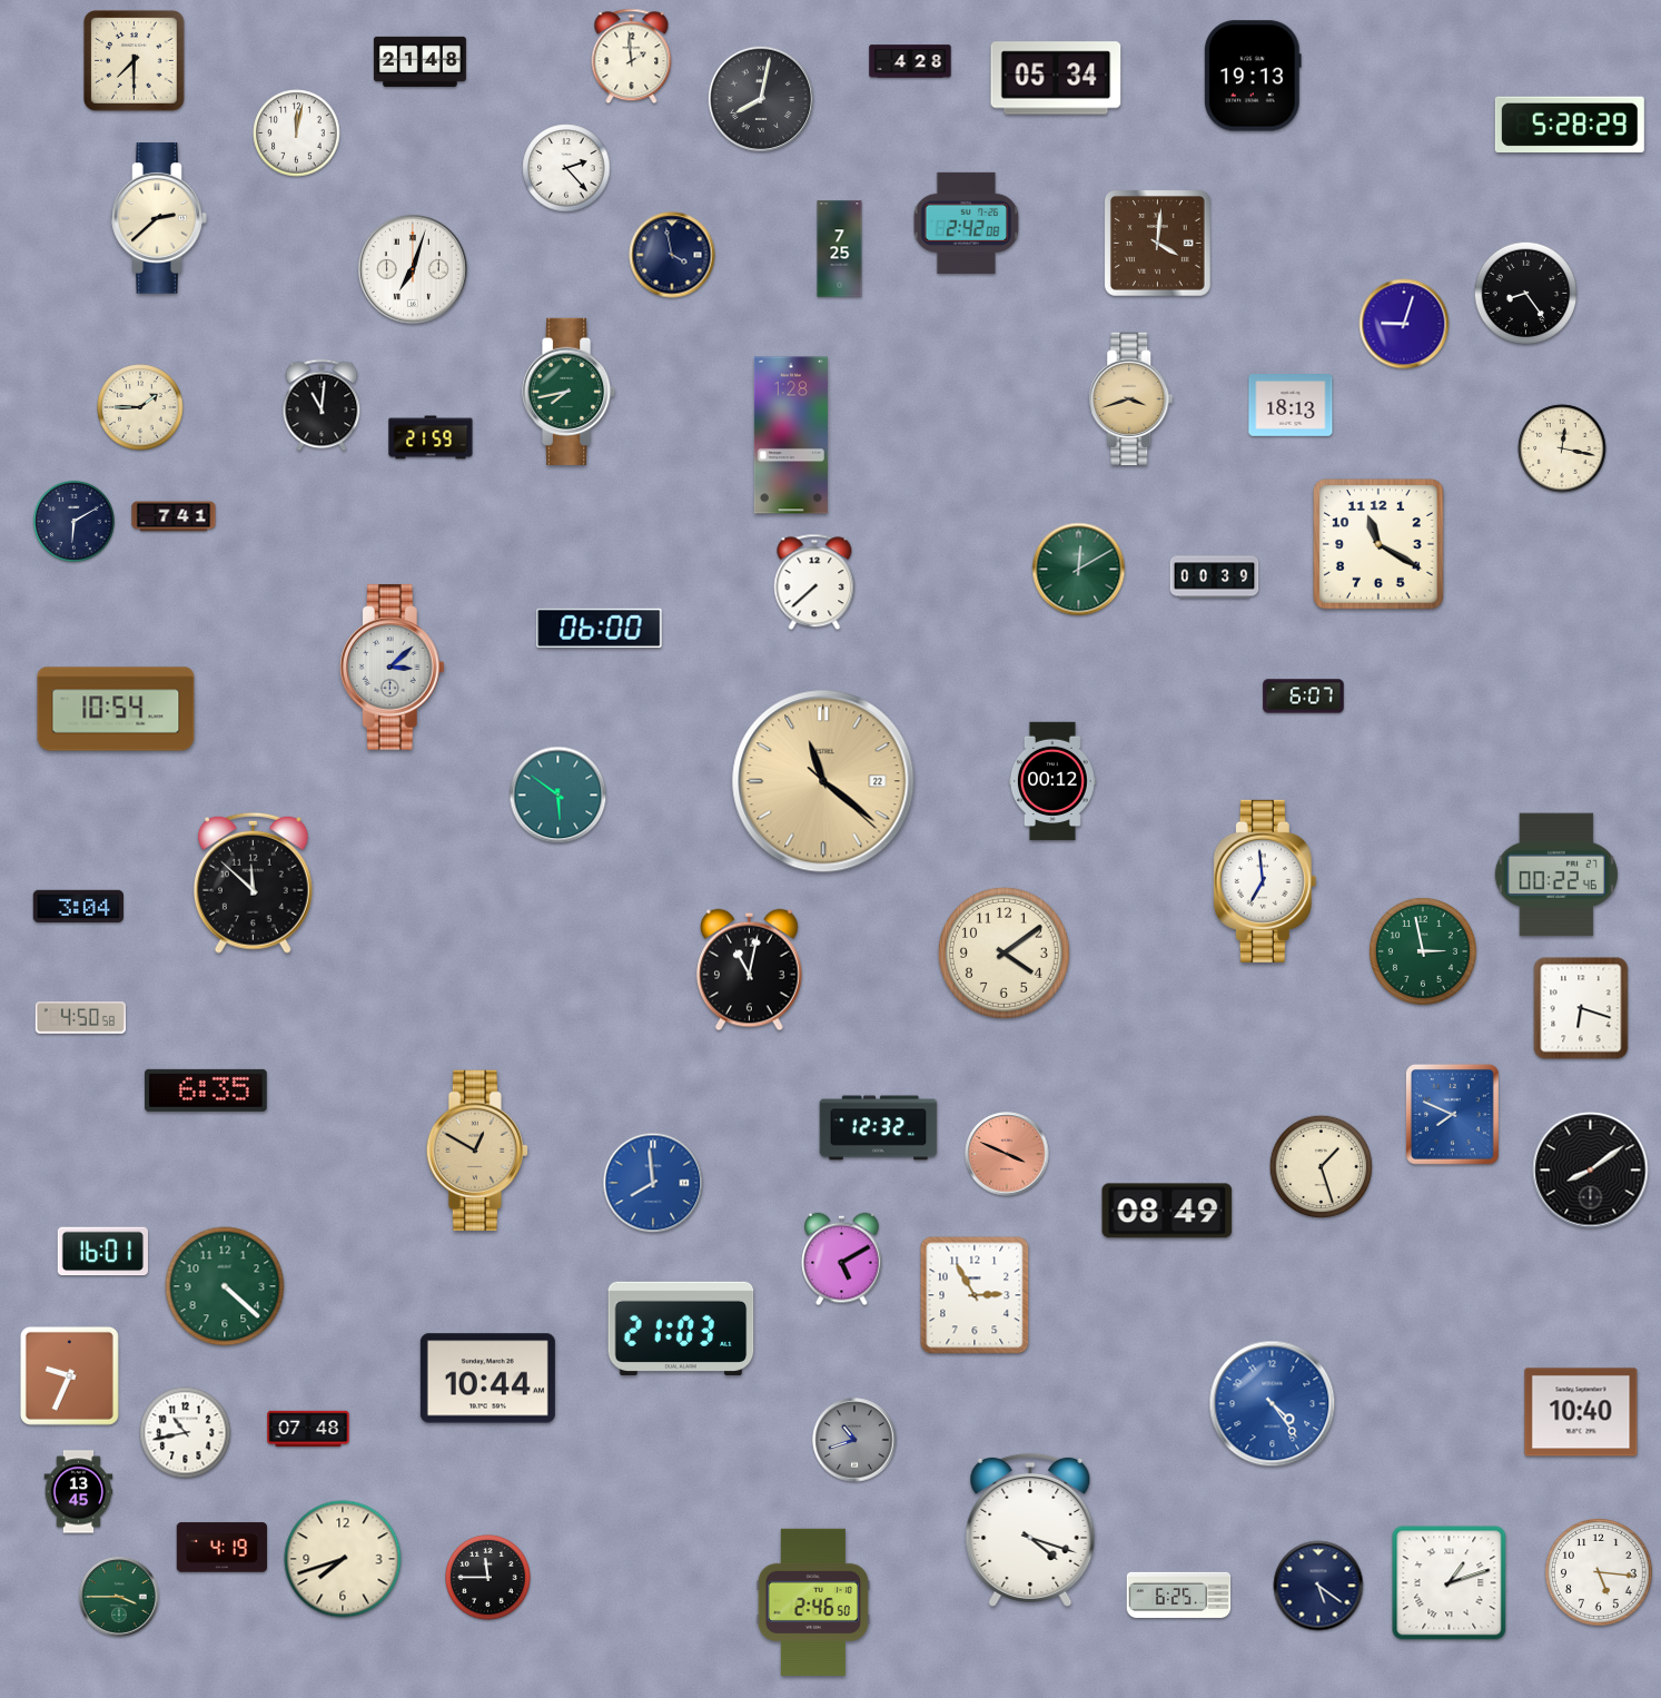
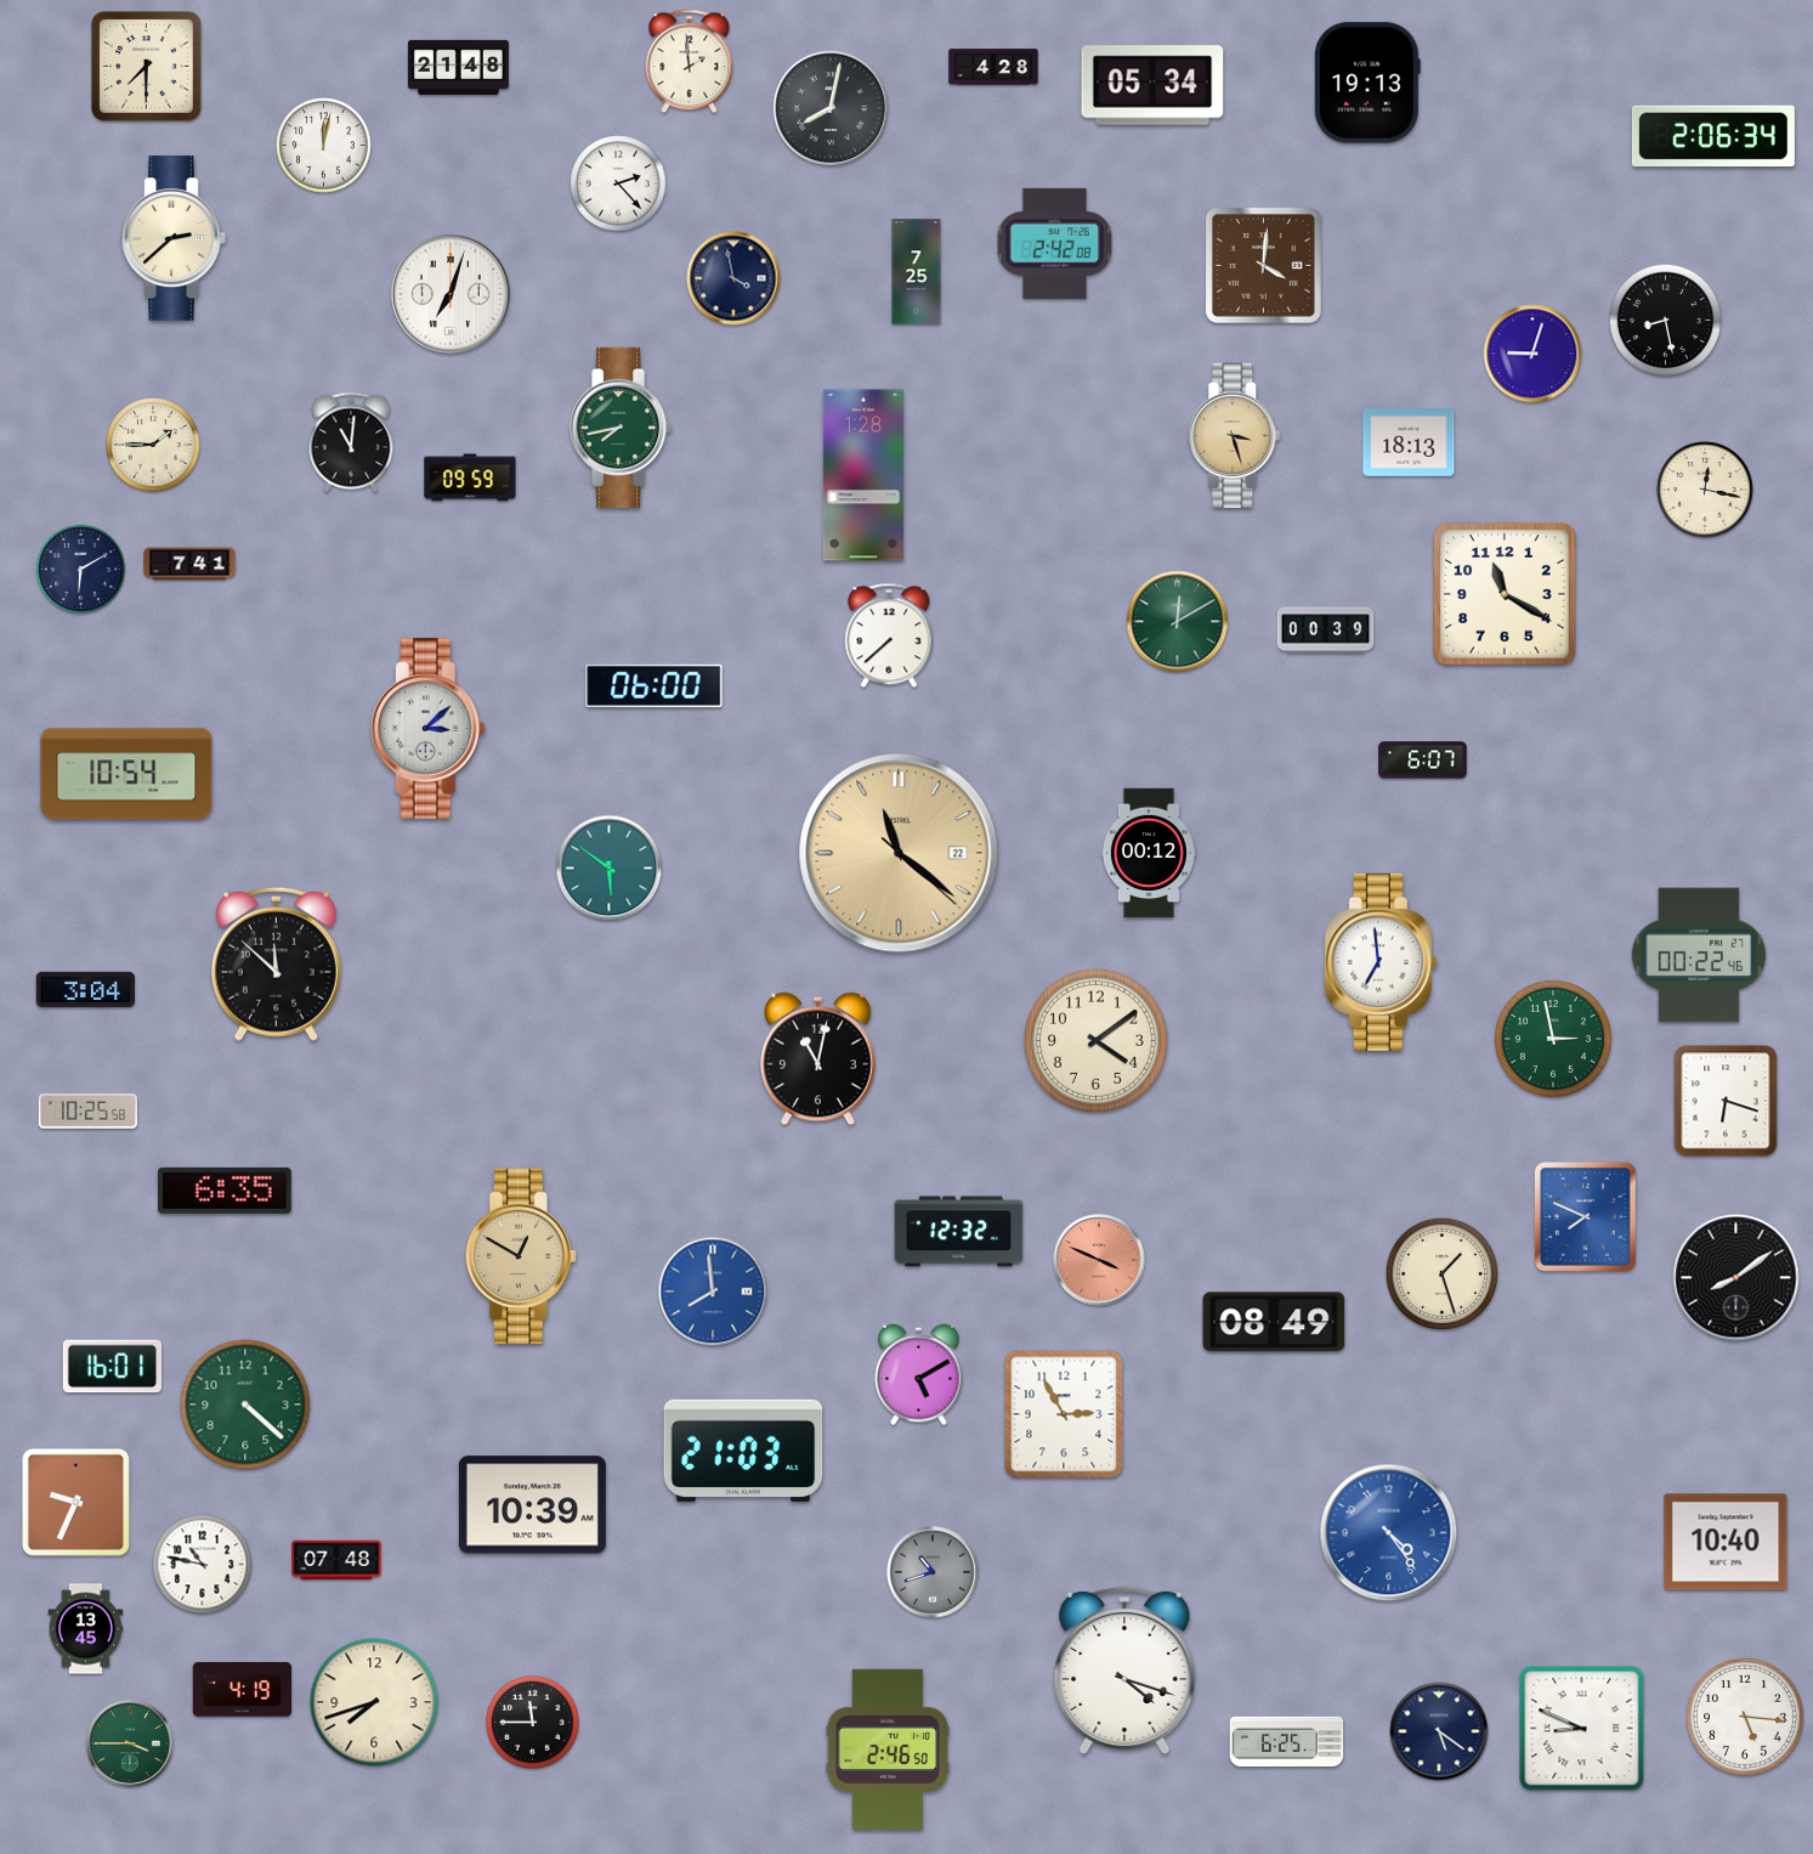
clock at (1570, 124): 5:28 -> 2:06
clock at (1526, 294): 8:24 -> 8:28
clock at (1131, 398): 3:42 -> 3:27
clock at (431, 437): 21:59 -> 09:59
clock at (80, 1018): 4:50 -> 10:25
clock at (487, 1379): 10:44 -> 10:39
clock at (186, 1433): 10:43 -> 10:47
clock at (1450, 1583): 1:12 -> 8:49
